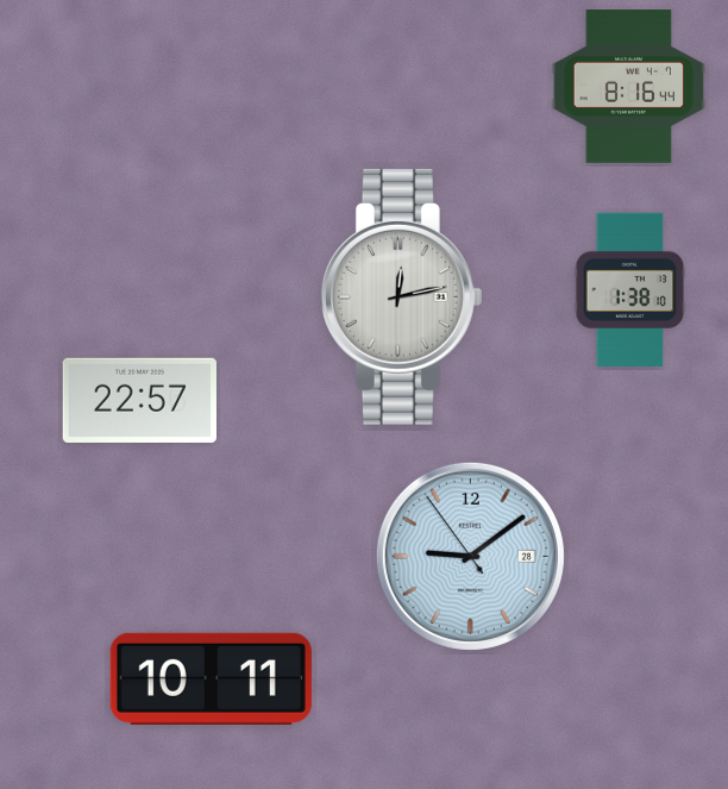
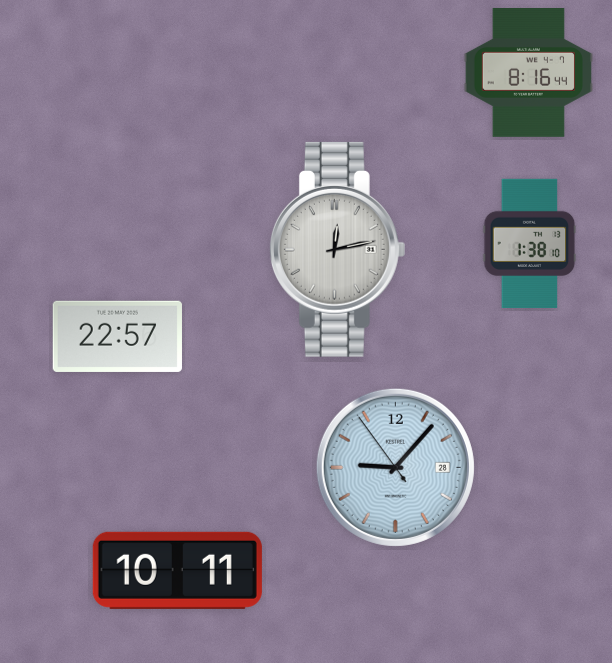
clock at (470, 556): 9:08 -> 9:06
